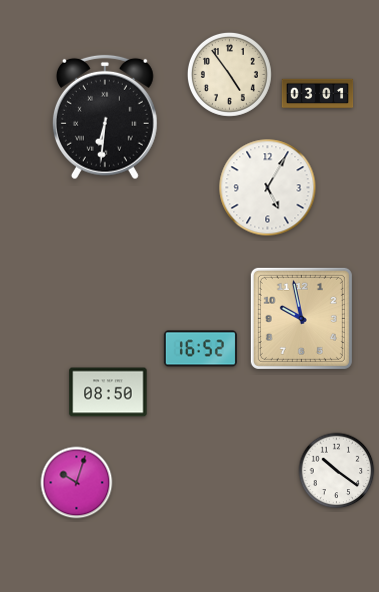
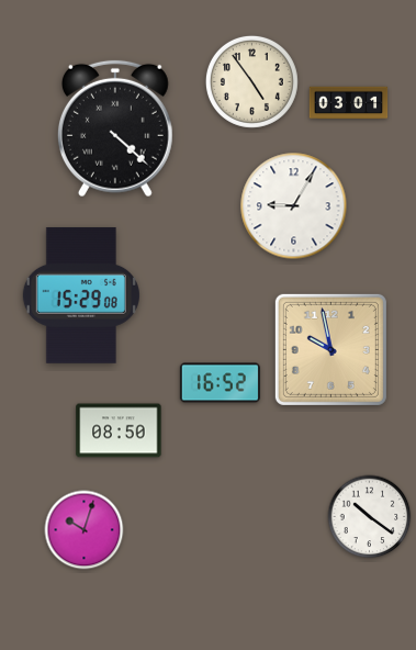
clock at (105, 117): 6:31 -> 4:22
clock at (268, 188): 5:05 -> 9:05
clock at (81, 295): none -> 15:29
